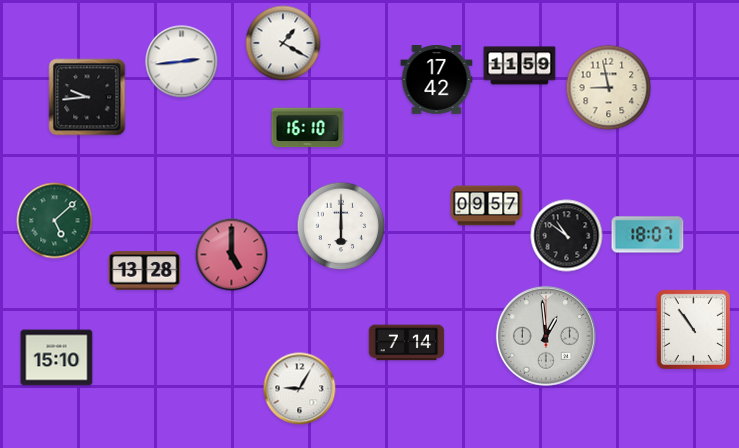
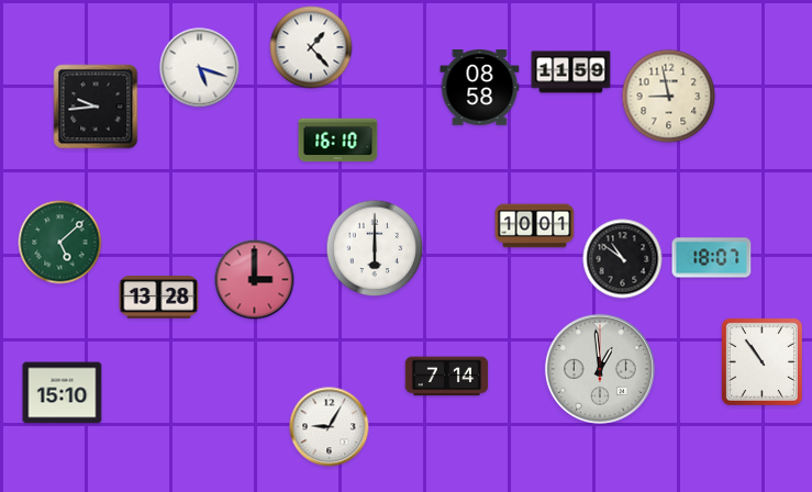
clock at (283, 43): 1:20 -> 1:23
clock at (182, 62): 2:44 -> 5:18
clock at (437, 80): 17:42 -> 08:58
clock at (487, 206): 09:57 -> 10:01
clock at (232, 255): 5:00 -> 3:00
